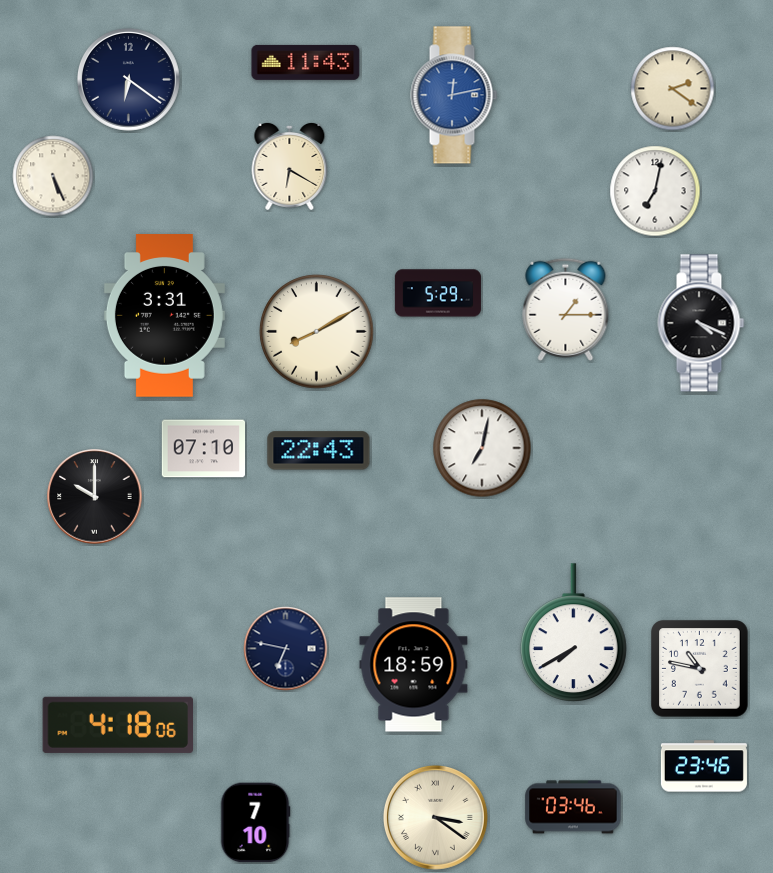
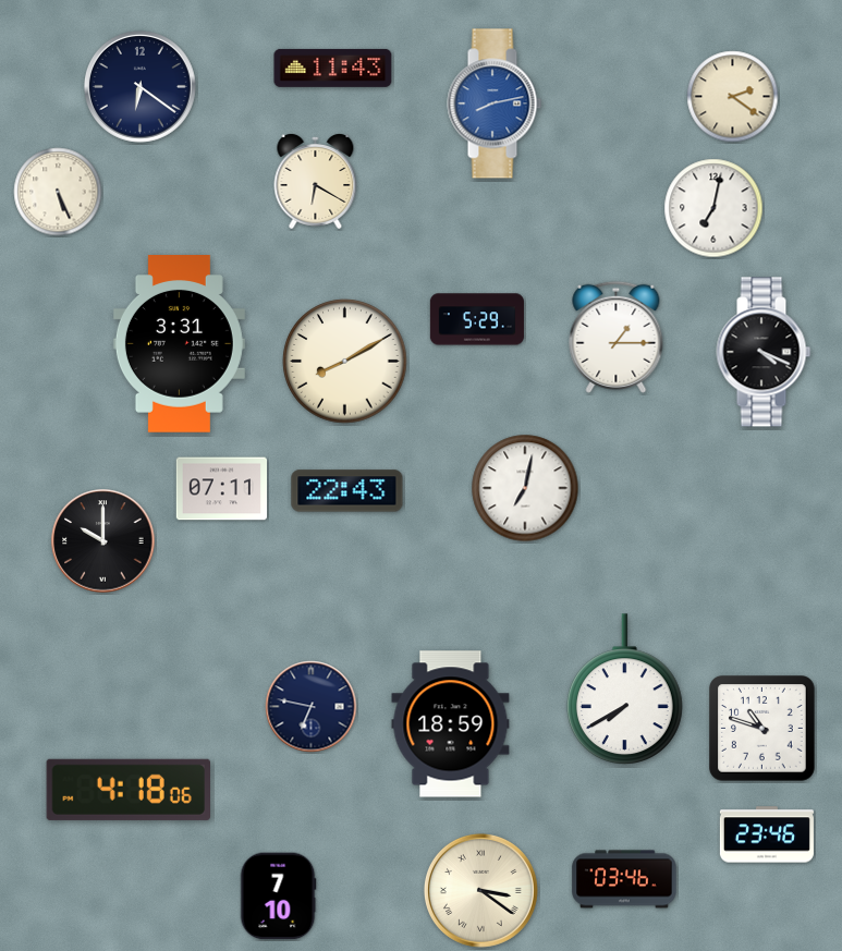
clock at (454, 95): 12:13 -> 8:13
clock at (204, 449): 07:10 -> 07:11
clock at (700, 669): 10:47 -> 10:48
clock at (435, 817) position: (435, 817) -> (480, 890)
